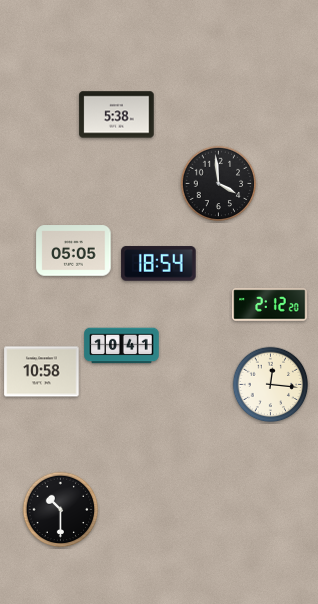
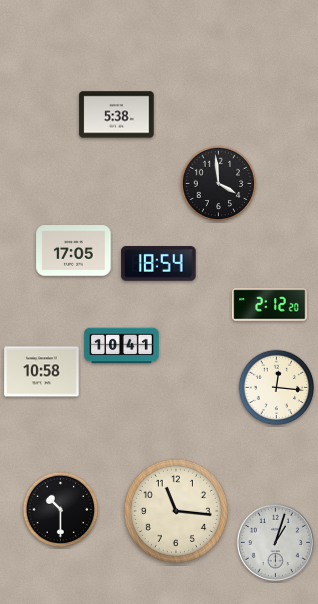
clock at (74, 251): 05:05 -> 17:05
clock at (271, 385) position: (271, 385) -> (277, 388)
clock at (176, 511): none -> 11:16
clock at (275, 542): none -> 1:03
